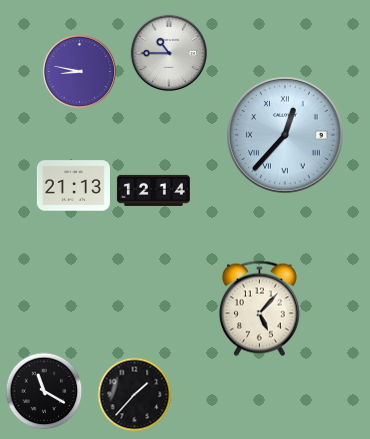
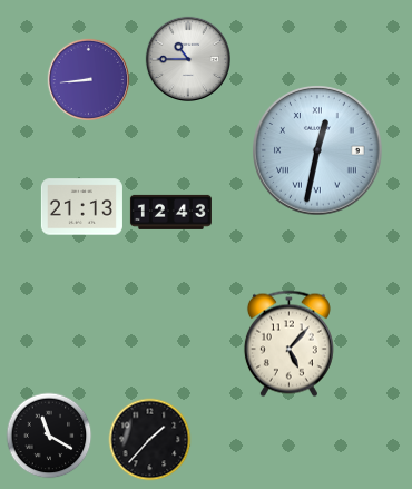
clock at (80, 72): 8:47 -> 8:44
clock at (286, 136): 12:37 -> 12:32
clock at (153, 190): 12:14 -> 12:43
